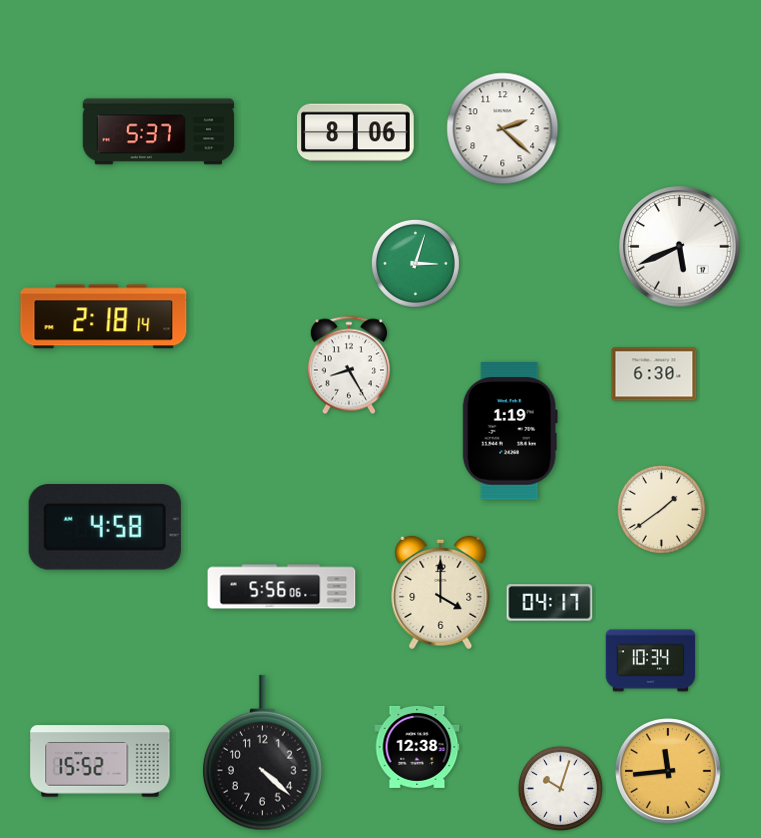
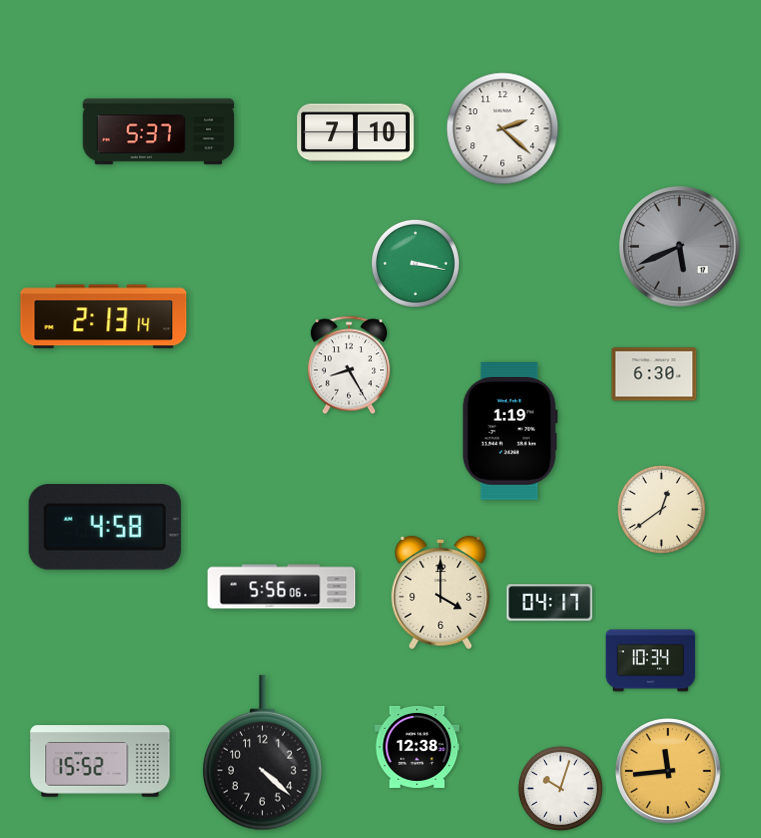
clock at (356, 133): 8:06 -> 7:10
clock at (680, 247) dial: white -> grey
clock at (415, 263): 3:03 -> 3:17
clock at (104, 317): 2:18 -> 2:13
clock at (661, 509): 1:39 -> 12:39
